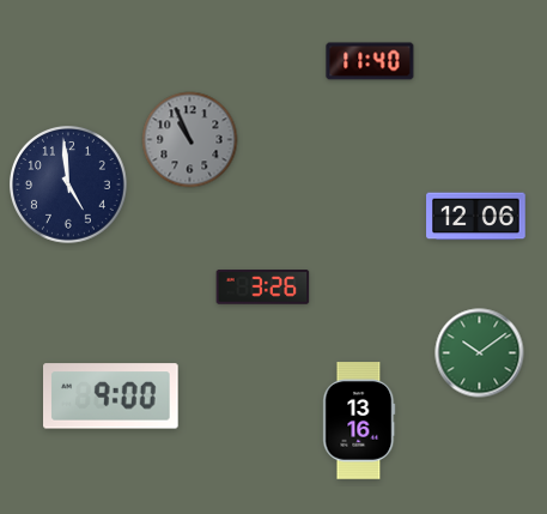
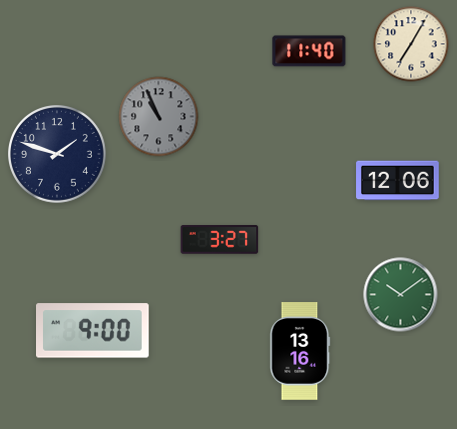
clock at (411, 44): none -> 7:05
clock at (69, 186): 4:59 -> 1:48
clock at (263, 288): 3:26 -> 3:27
